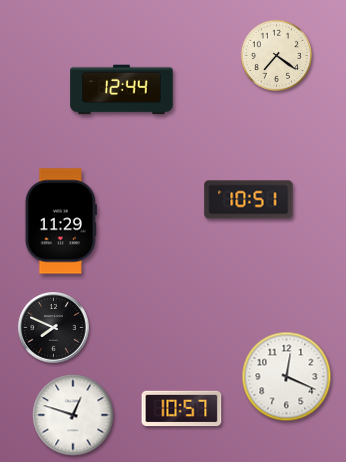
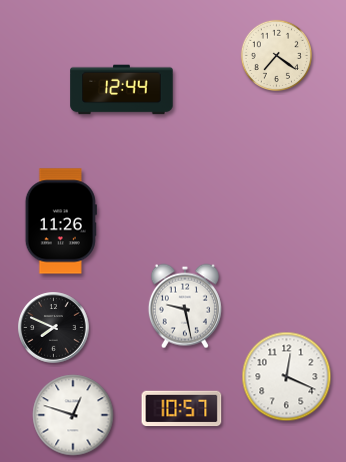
clock at (249, 200): 10:51 -> none
clock at (61, 221): 11:29 -> 11:26
clock at (185, 306): none -> 9:28
